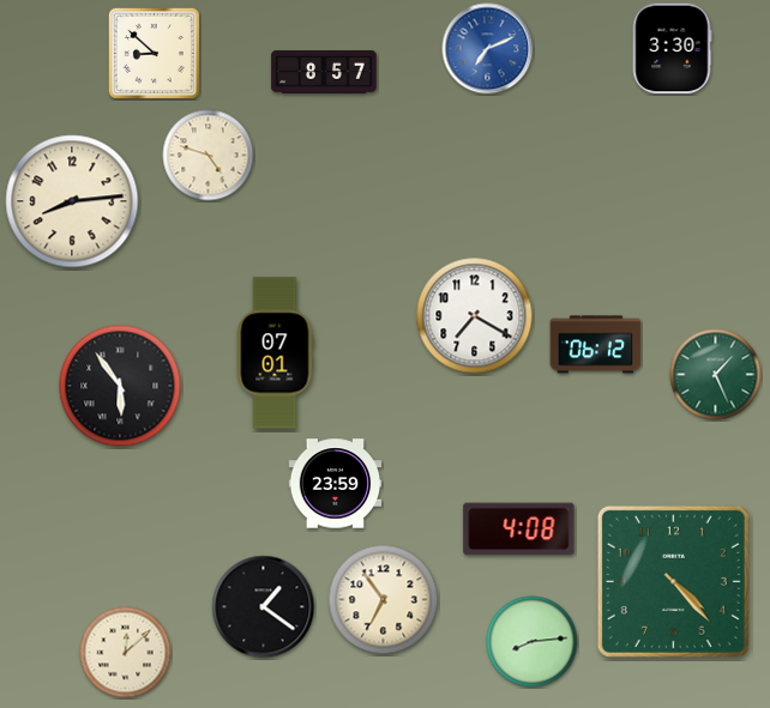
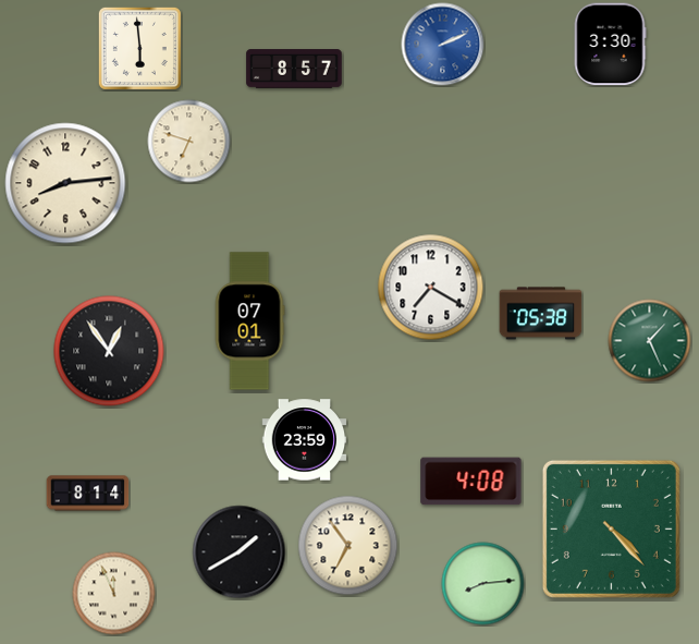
clock at (488, 49): 7:11 -> 2:11
clock at (154, 53): 8:52 -> 5:59
clock at (324, 72) position: (324, 72) -> (294, 69)
clock at (209, 156): 4:48 -> 6:48
clock at (596, 345): 06:12 -> 05:38
clock at (120, 386): 5:54 -> 12:54
clock at (88, 494): none -> 8:14
clock at (264, 607): 1:21 -> 1:40
clock at (126, 653): 12:08 -> 11:56
